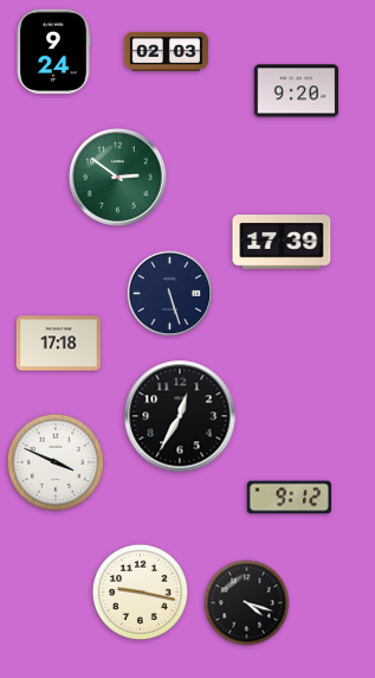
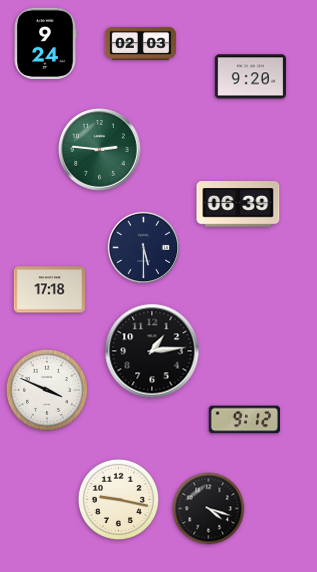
clock at (118, 178): 2:51 -> 2:46
clock at (282, 242): 17:39 -> 06:39
clock at (170, 294): 5:27 -> 5:30
clock at (180, 416): 12:35 -> 1:14
